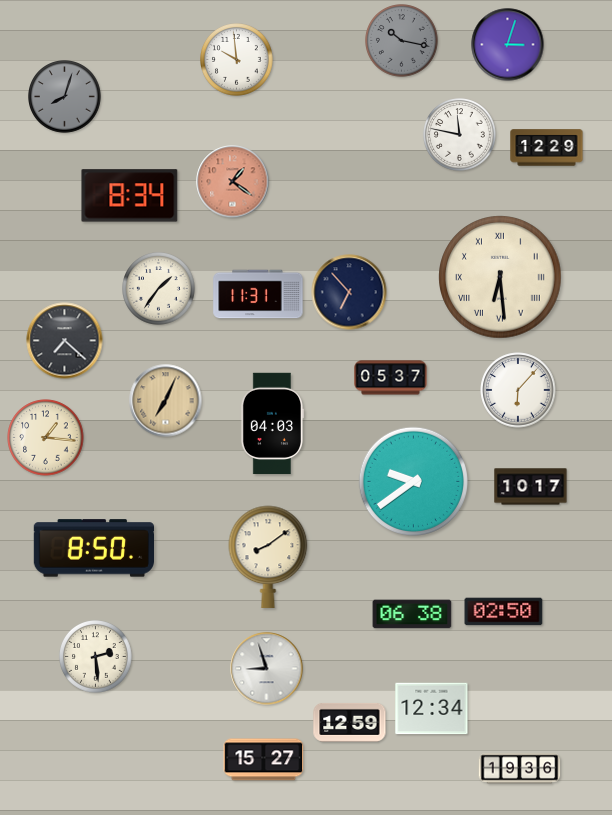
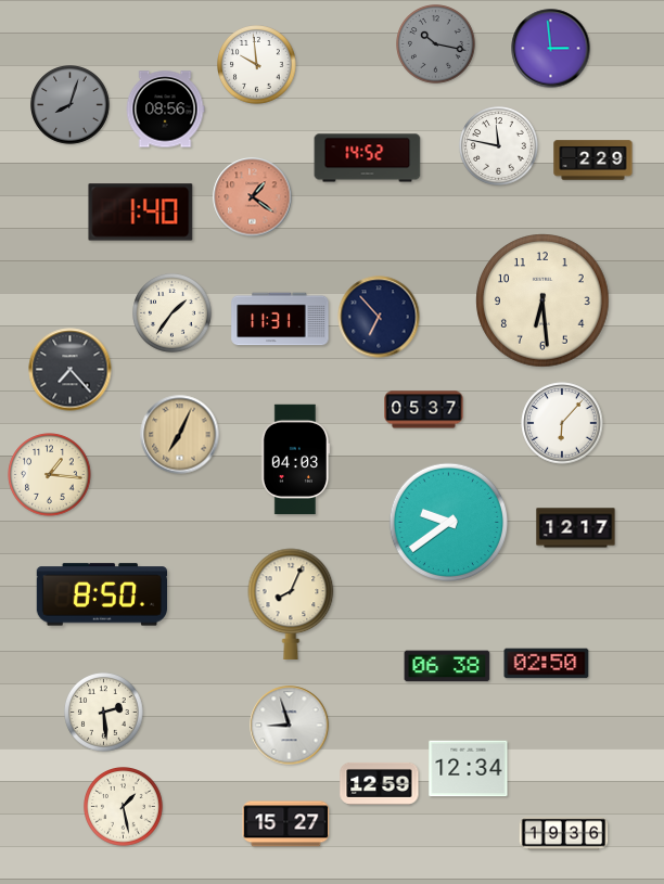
clock at (508, 45): 3:03 -> 2:59
clock at (165, 110): none -> 08:56
clock at (368, 158): none -> 14:52
clock at (547, 148): 12:29 -> 2:29
clock at (130, 196): 8:34 -> 1:40
clock at (500, 277) numerals: Roman -> Arabic
clock at (65, 341): 7:22 -> 7:23
clock at (531, 487): 10:17 -> 12:17
clock at (268, 557): 8:09 -> 8:04
clock at (124, 807): none -> 1:28
